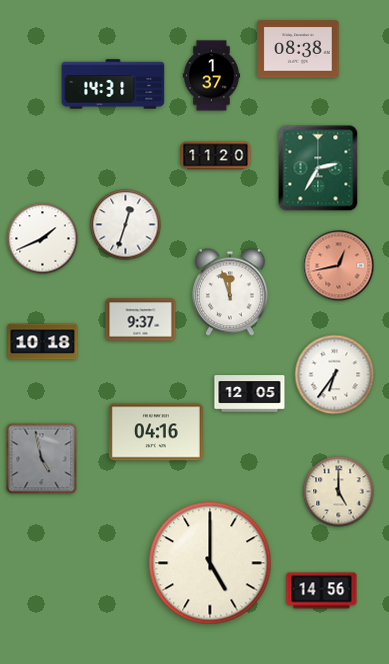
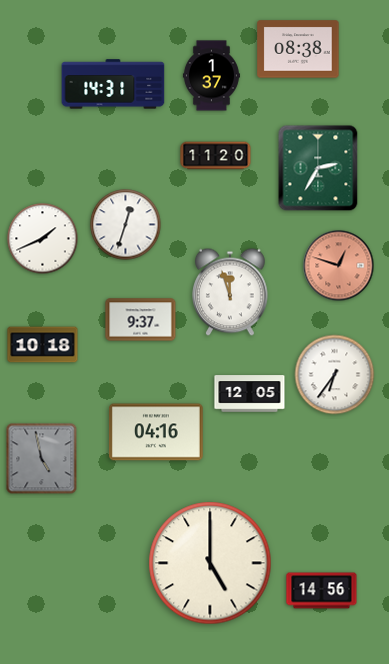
clock at (339, 266): 12:43 -> 12:48
clock at (43, 342) position: (43, 342) -> (43, 345)
clock at (339, 492): 5:00 -> none
